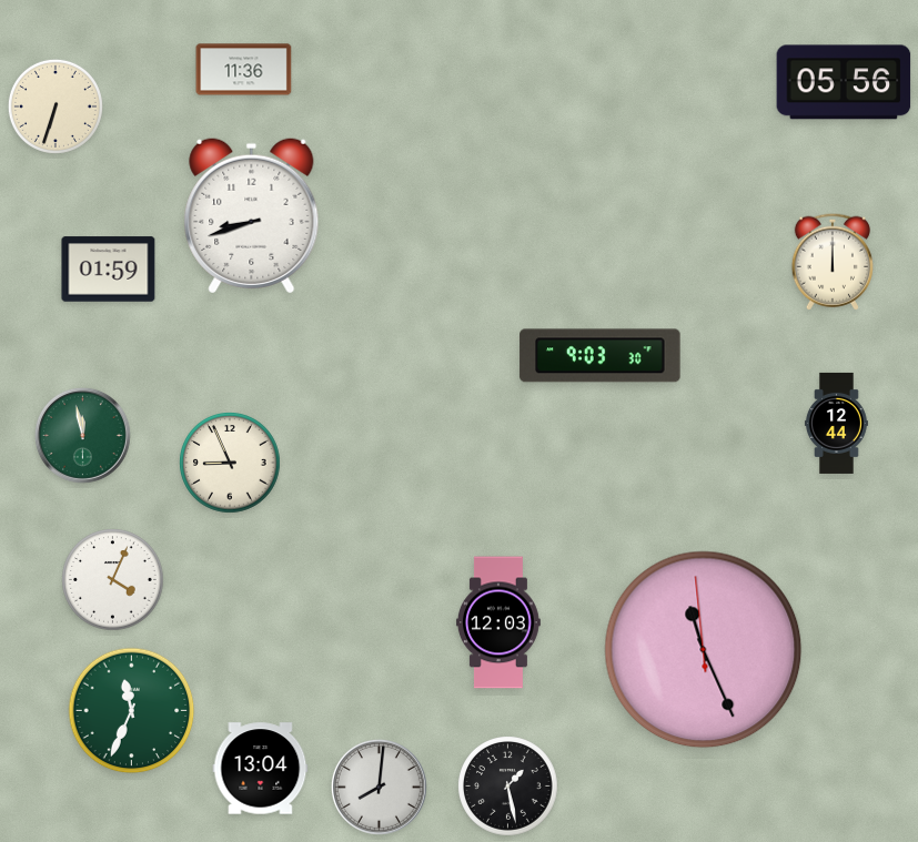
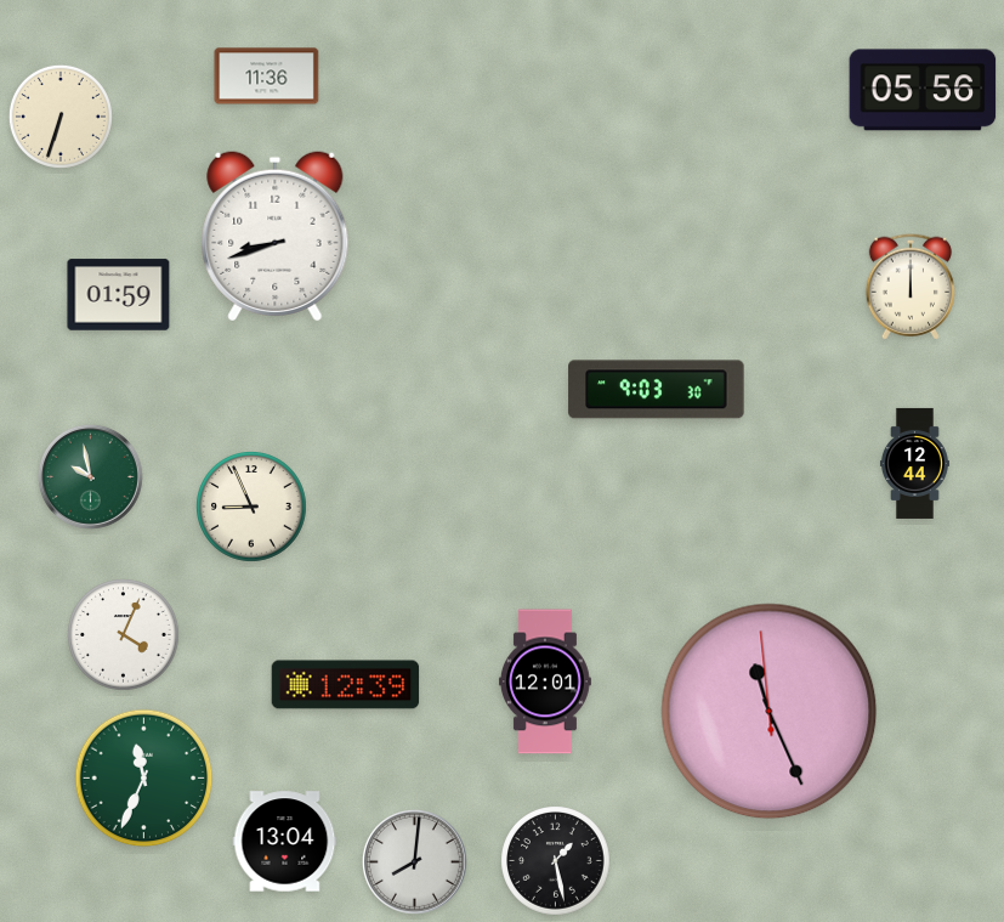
clock at (82, 435): 11:58 -> 9:58
clock at (498, 622): 12:03 -> 12:01
clock at (346, 685): none -> 12:39
